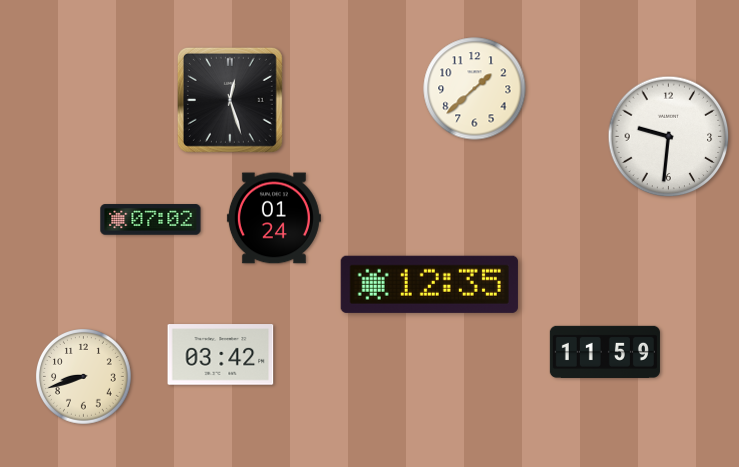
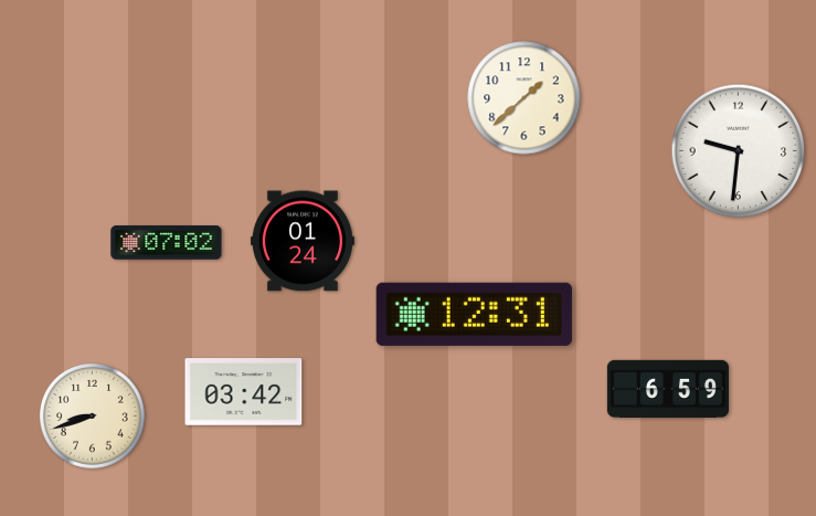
clock at (230, 100): 12:27 -> none
clock at (429, 284): 12:35 -> 12:31
clock at (605, 352): 11:59 -> 6:59
